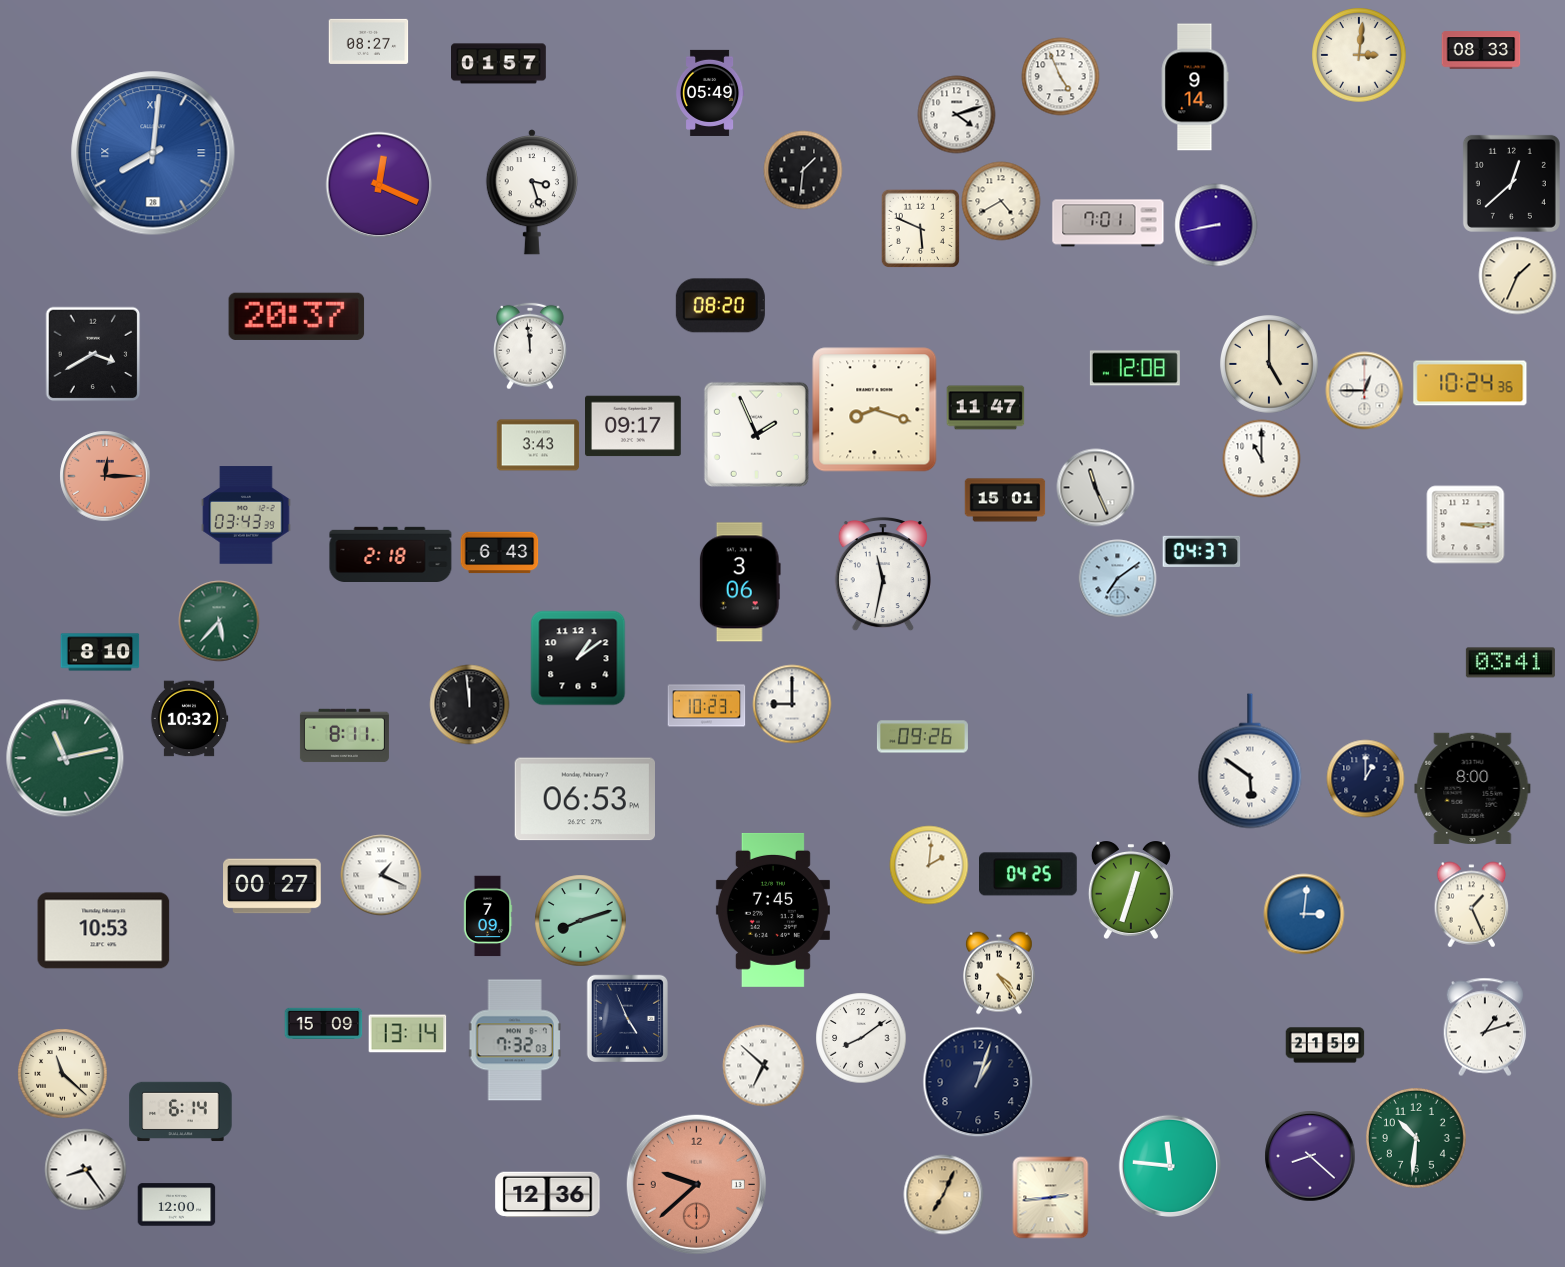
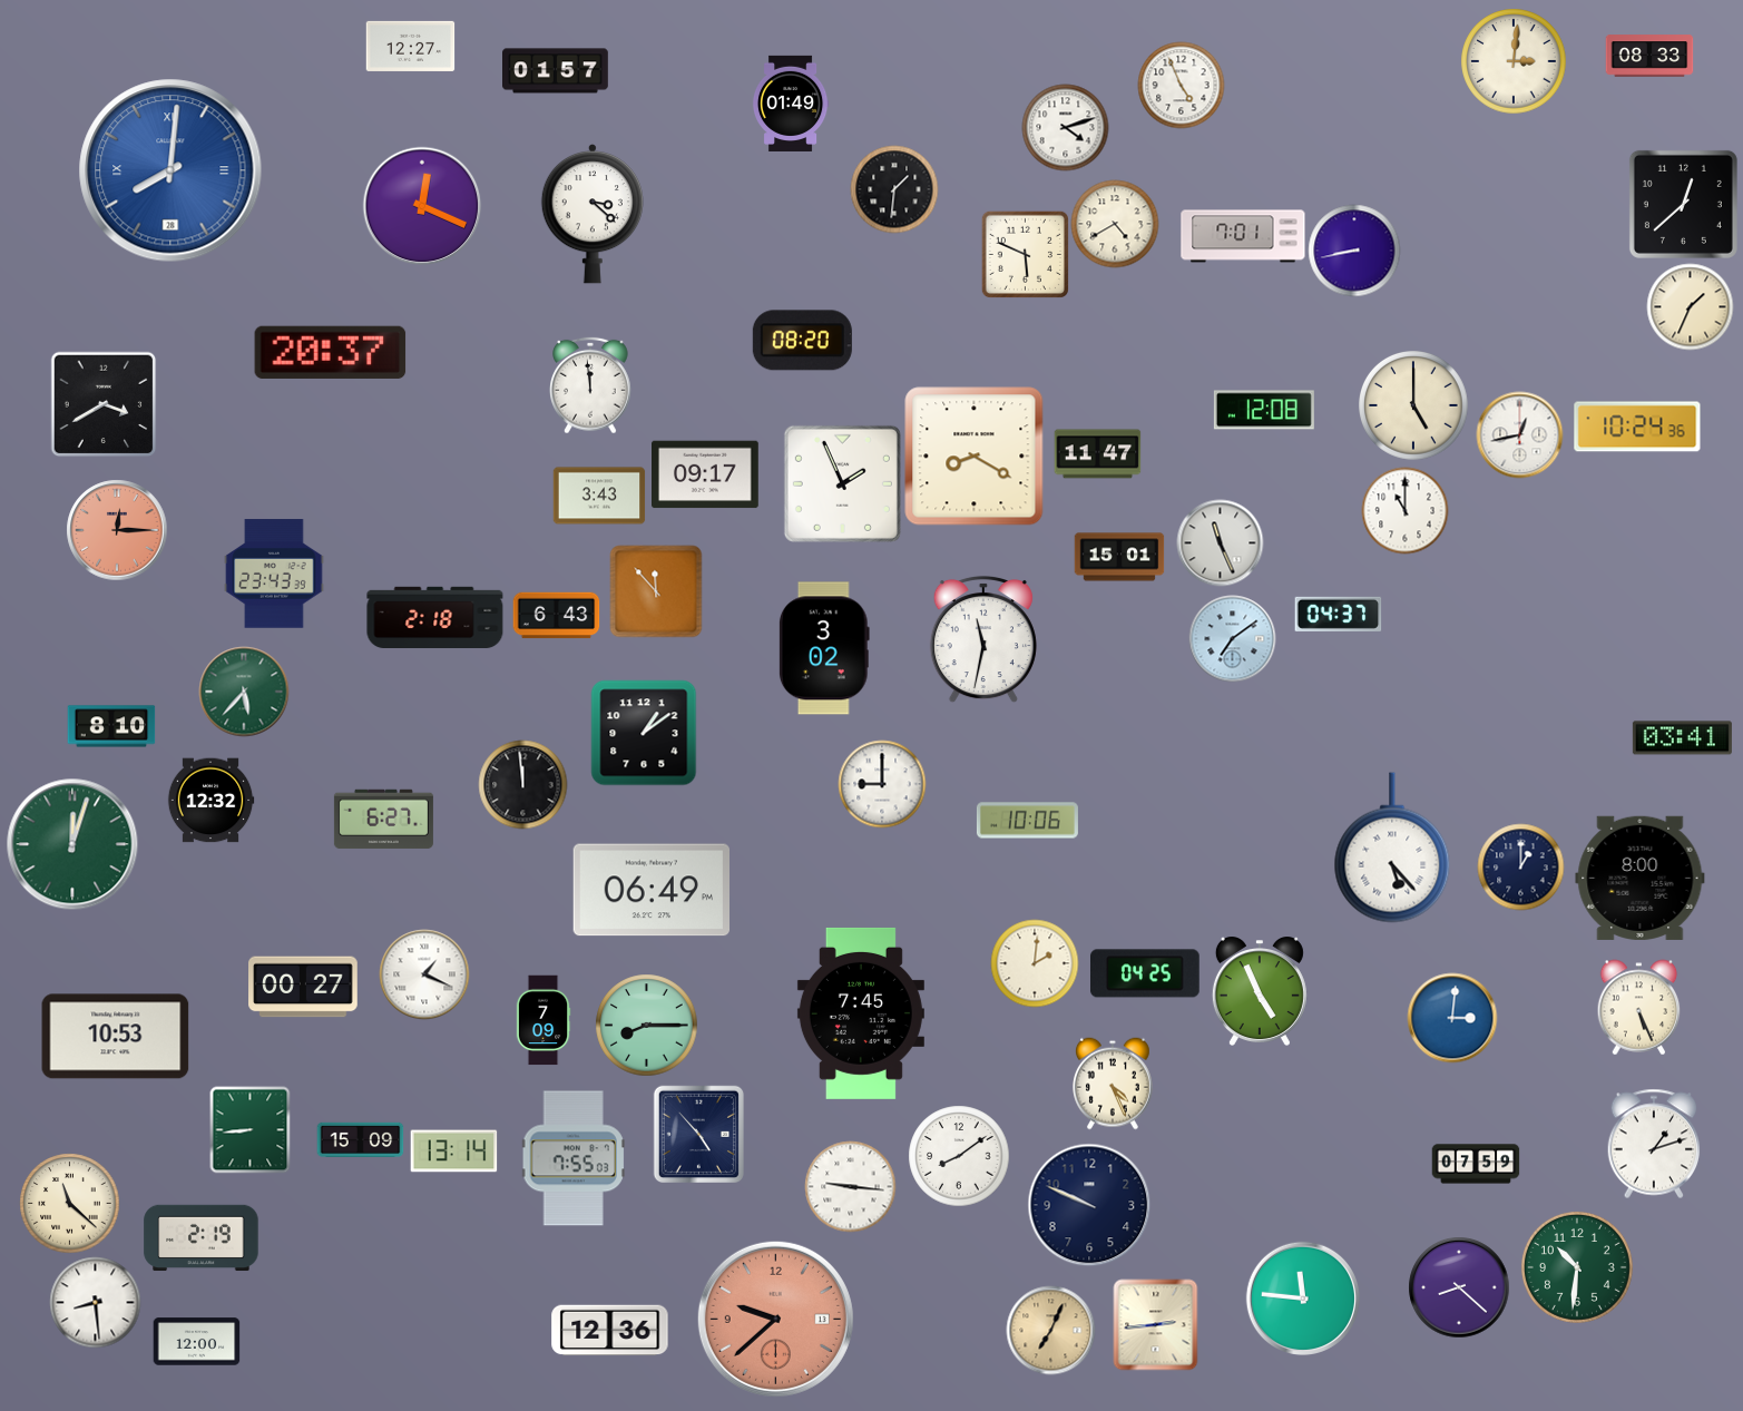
clock at (368, 41): 08:27 -> 12:27
clock at (1195, 87): 9:14 -> none
clock at (710, 93): 05:49 -> 01:49
clock at (531, 193): 3:27 -> 3:22
clock at (1108, 223) position: (1108, 223) -> (1243, 236)
clock at (93, 354) position: (93, 354) -> (104, 404)
clock at (1364, 390): 12:45 -> 12:43
clock at (875, 410): 8:18 -> 8:20
clock at (246, 515): 03:43 -> 23:43
clock at (1465, 524): 3:15 -> none
clock at (656, 591): none -> 11:53
clock at (1117, 578) position: (1117, 578) -> (1232, 638)
clock at (740, 582): 3:06 -> 3:02
clock at (706, 706): 10:23 -> none
clock at (189, 719): 10:32 -> 12:32
clock at (344, 736): 8:11 -> 6:27
clock at (922, 737): 09:26 -> 10:06
clock at (65, 758): 11:13 -> 12:03
clock at (1250, 761): 5:51 -> 5:23
clock at (584, 799): 06:53 -> 06:49
clock at (1131, 890): 12:33 -> 4:56
clock at (1472, 904): 1:26 -> 5:26
clock at (580, 920): 8:12 -> 8:15
clock at (1000, 973): 4:24 -> 4:26
clock at (251, 1129): none -> 8:44
clock at (627, 1018): 4:56 -> 4:53
clock at (515, 1040): 7:32 -> 7:55
clock at (1325, 1045): 21:59 -> 07:59
clock at (763, 1065): 6:52 -> 9:16
clock at (62, 1073) position: (62, 1073) -> (69, 1203)
clock at (978, 1082): 1:03 -> 9:49
clock at (181, 1112): 6:14 -> 2:19
clock at (85, 1169): 8:24 -> 8:29
clock at (1051, 1197) position: (1051, 1197) -> (1156, 1324)
